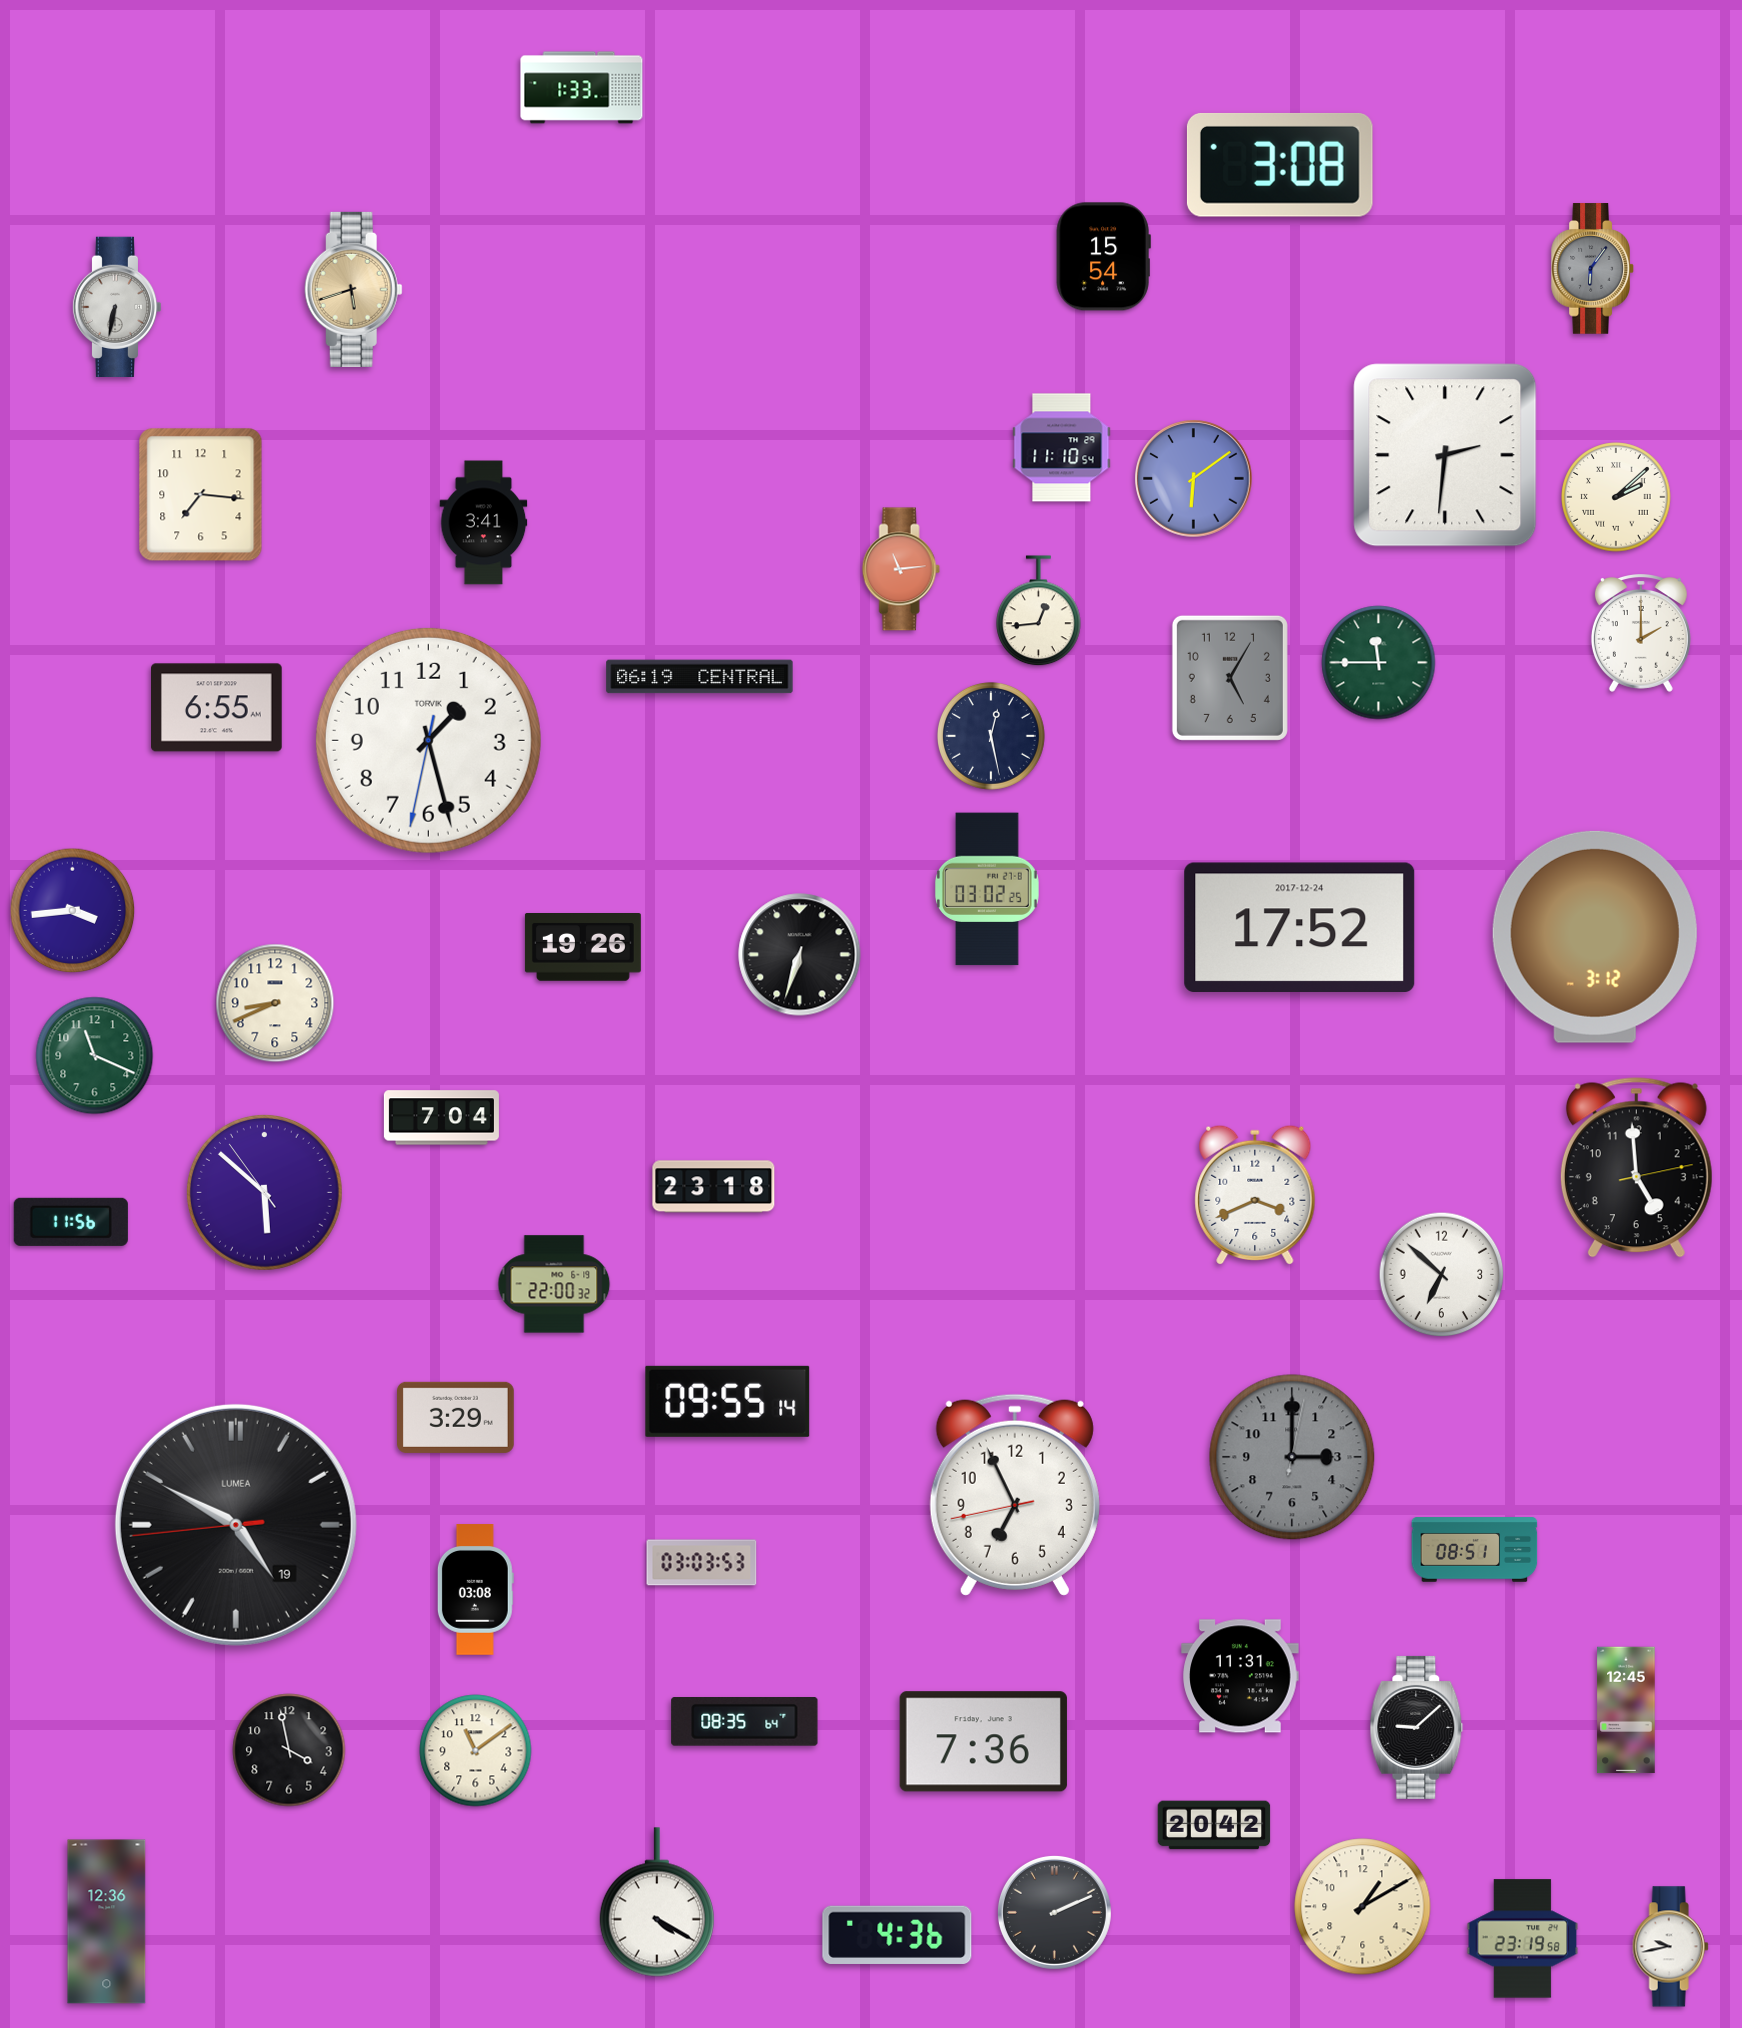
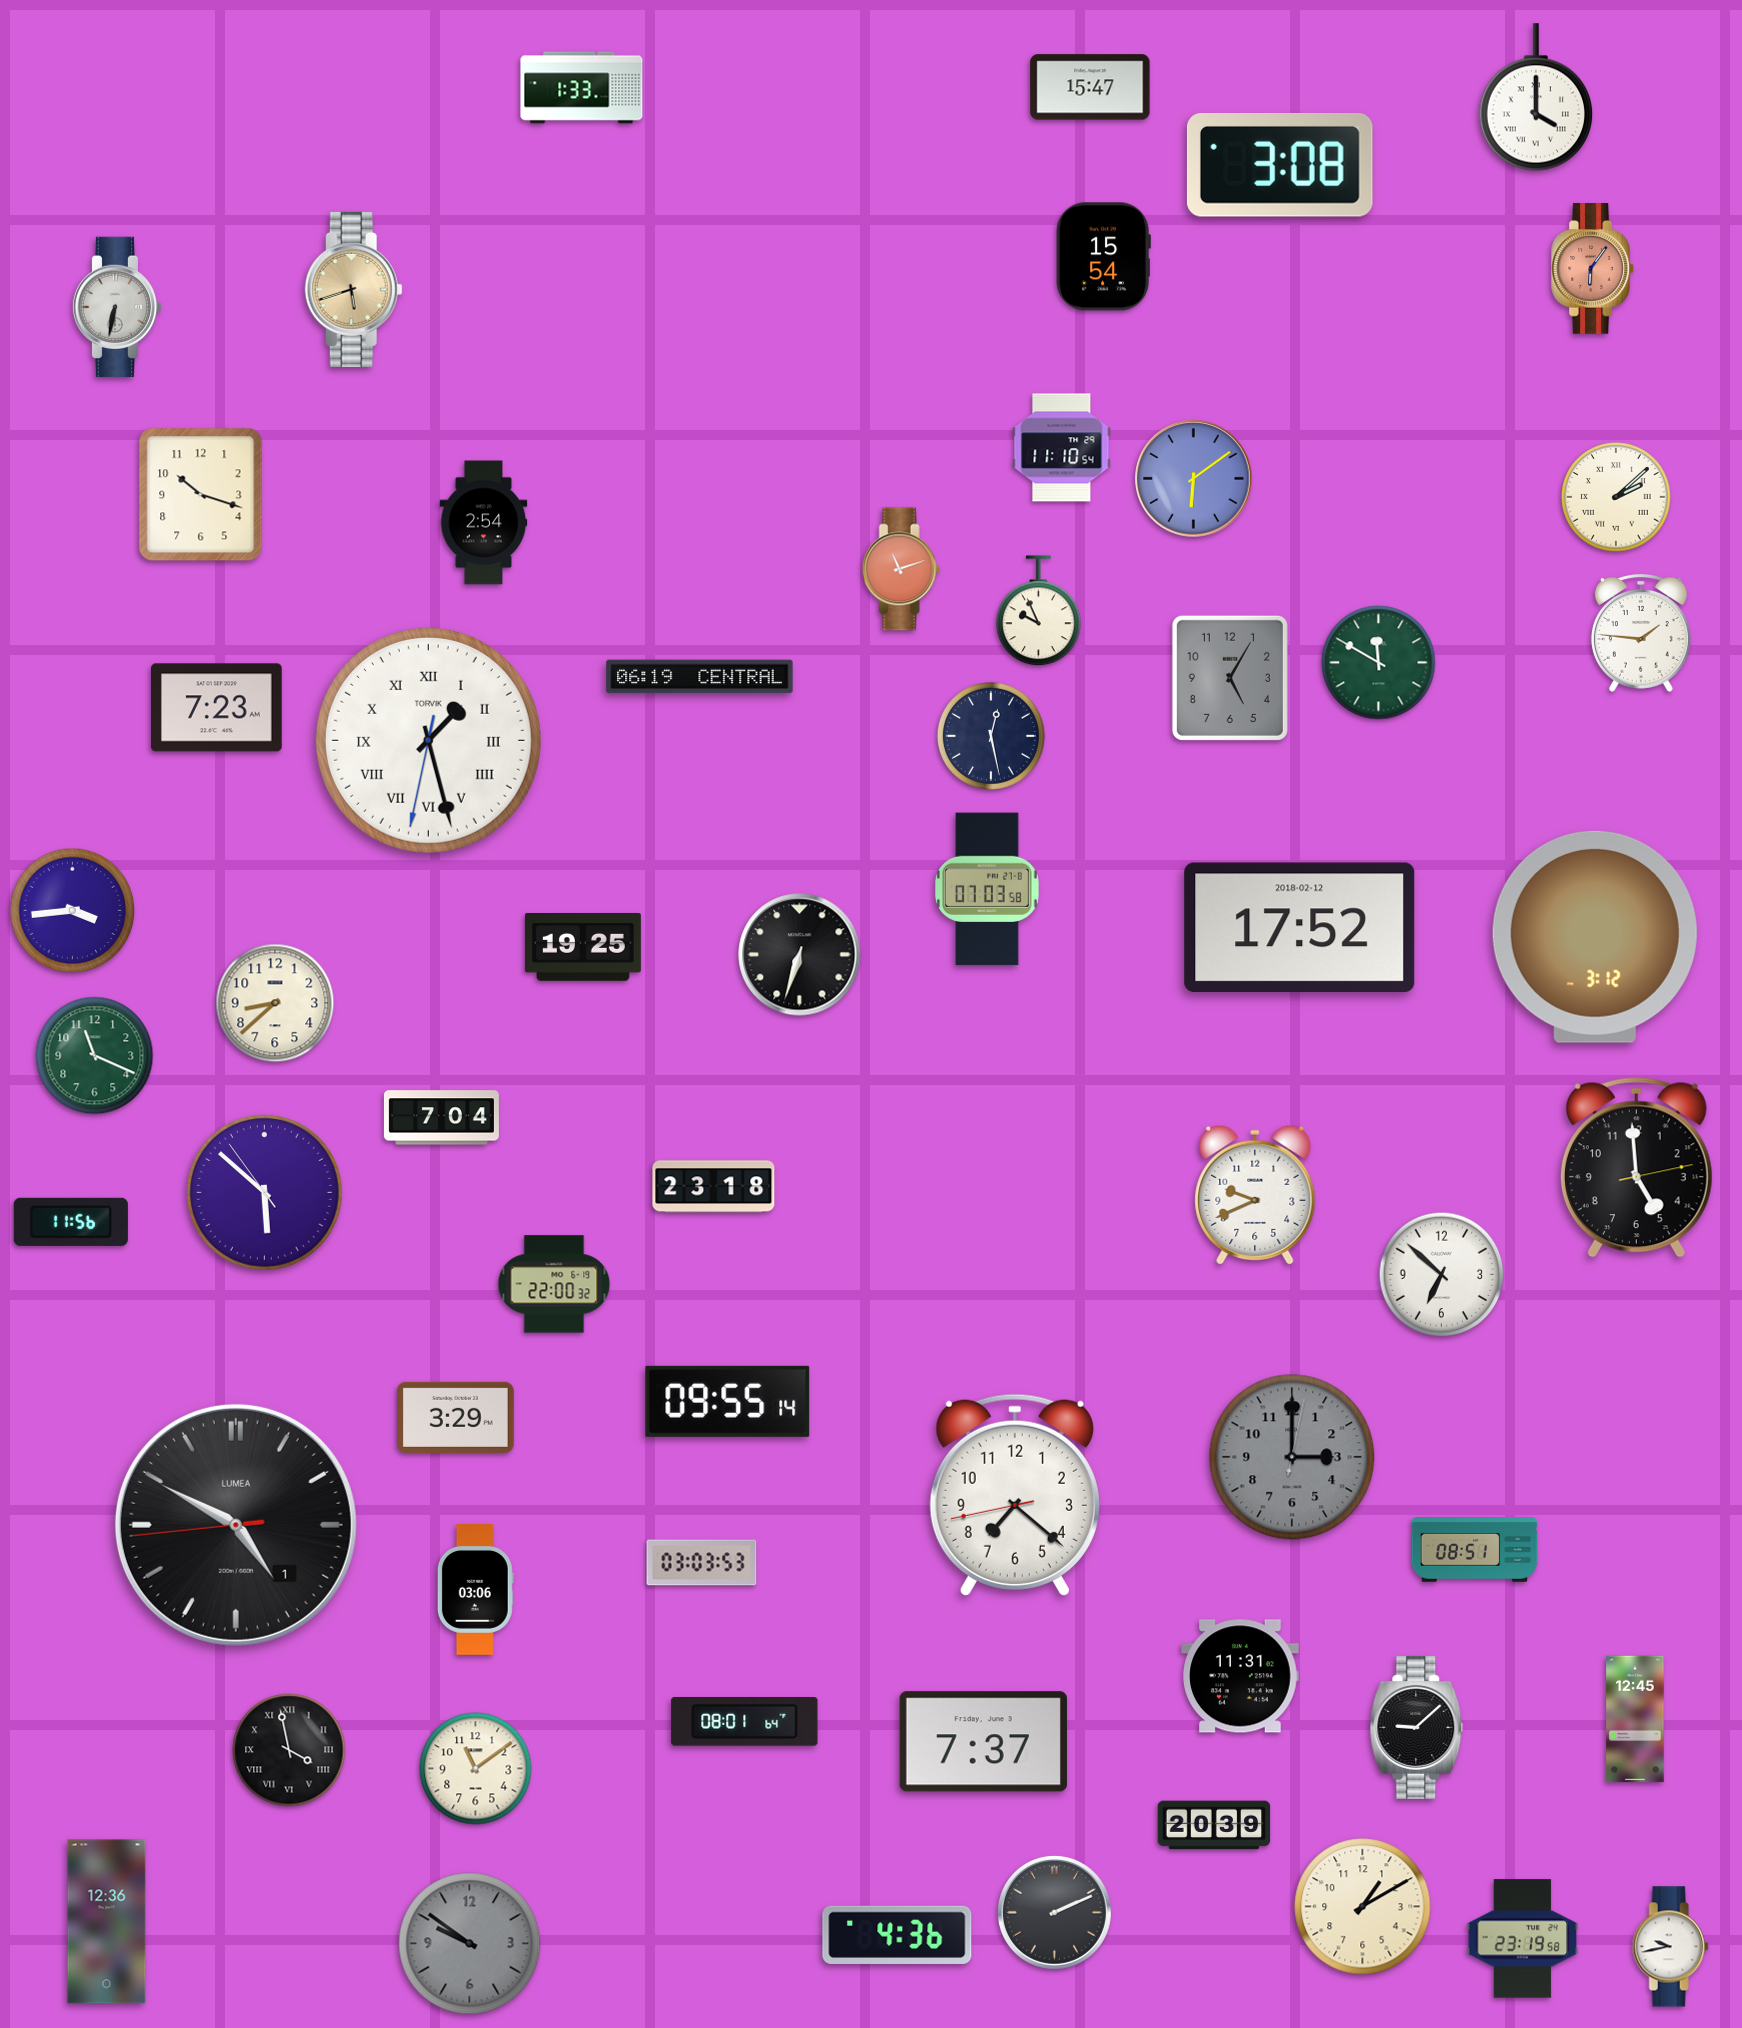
clock at (1090, 87): none -> 15:47
clock at (1535, 97): none -> 4:00
clock at (1593, 269) dial: grey -> salmon
clock at (1445, 455): 2:31 -> none
clock at (201, 495): 7:16 -> 10:18
clock at (484, 523): 3:41 -> 2:54
clock at (901, 569): 11:14 -> 11:12
clock at (1039, 611): 12:44 -> 9:56
clock at (1641, 634): 2:00 -> 1:46
clock at (1379, 663): 11:45 -> 11:50
clock at (217, 708): 6:55 -> 7:23
clock at (428, 740) numerals: Arabic -> Roman
clock at (987, 889): 03:02 -> 07:03
clock at (1300, 927) date: 2017-12-24 -> 2018-02-12
clock at (583, 948): 19:26 -> 19:25
clock at (275, 1003): 8:41 -> 8:38
clock at (1255, 1194): 3:41 -> 9:41
clock at (1015, 1495): 6:55 -> 7:21
clock at (236, 1525) date: 19 -> 1
clock at (475, 1590): 03:08 -> 03:06
clock at (1626, 1710) position: (1626, 1710) -> (1635, 1719)
clock at (745, 1722): 08:35 -> 08:01
clock at (983, 1742): 7:36 -> 7:37
clock at (289, 1750) numerals: Arabic -> Roman
clock at (476, 1751) position: (476, 1751) -> (476, 1769)
clock at (1214, 1825): 20:42 -> 20:39
clock at (657, 1902): 4:20 -> none
clock at (470, 1944): none -> 9:51
